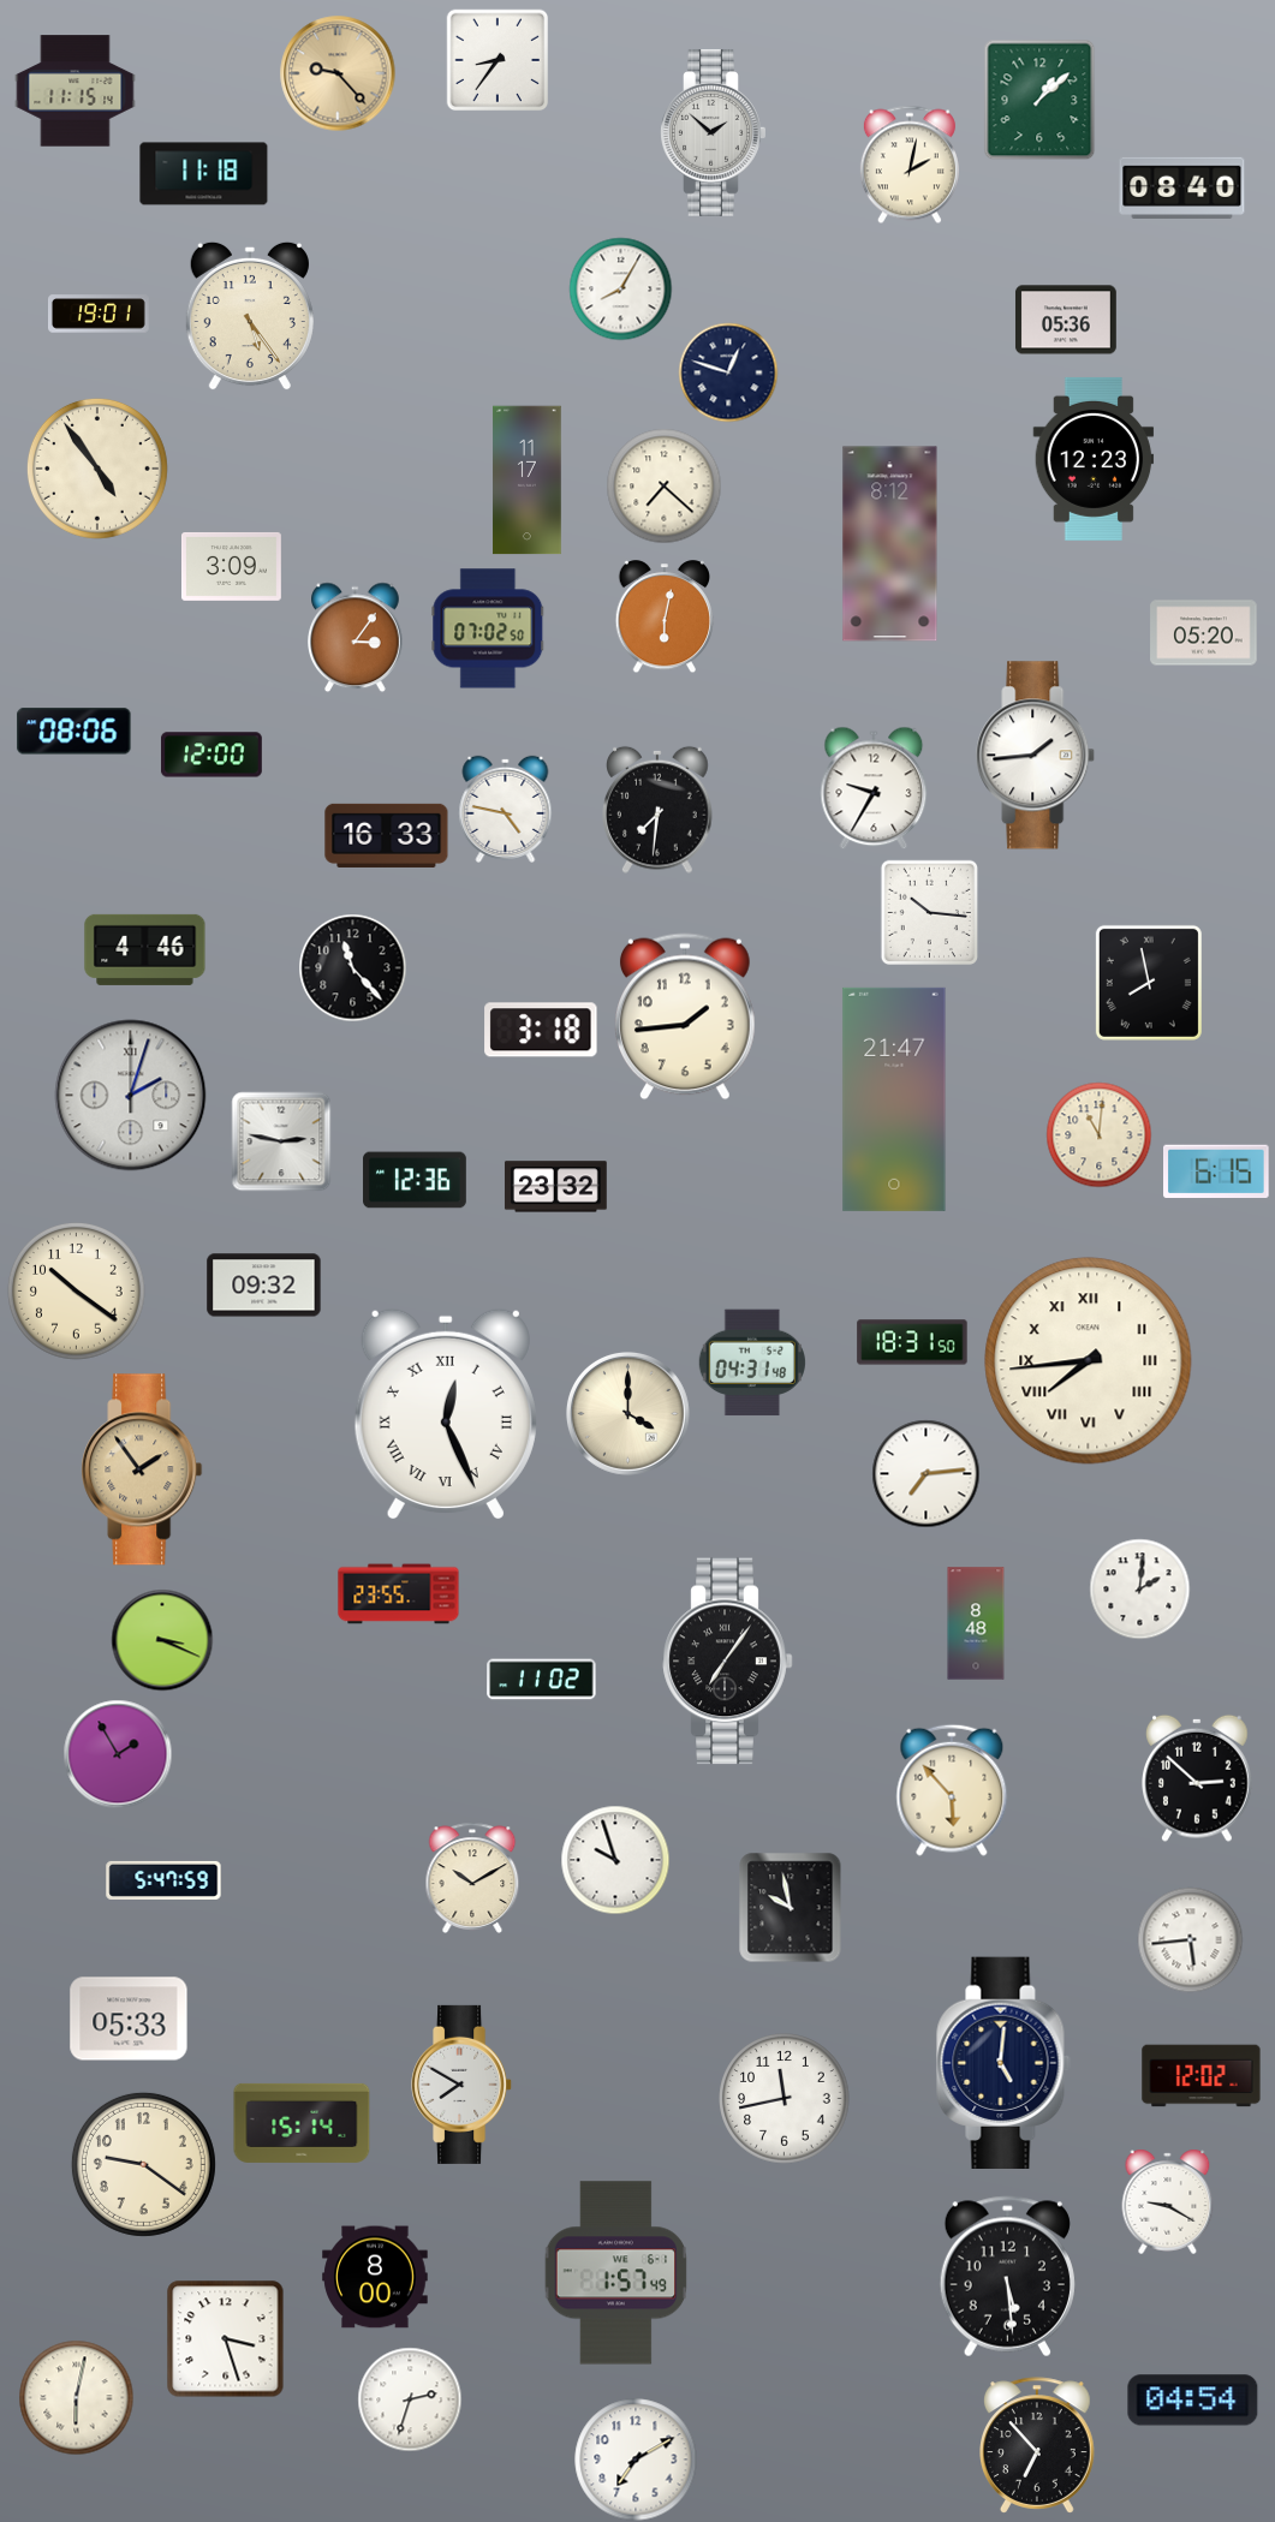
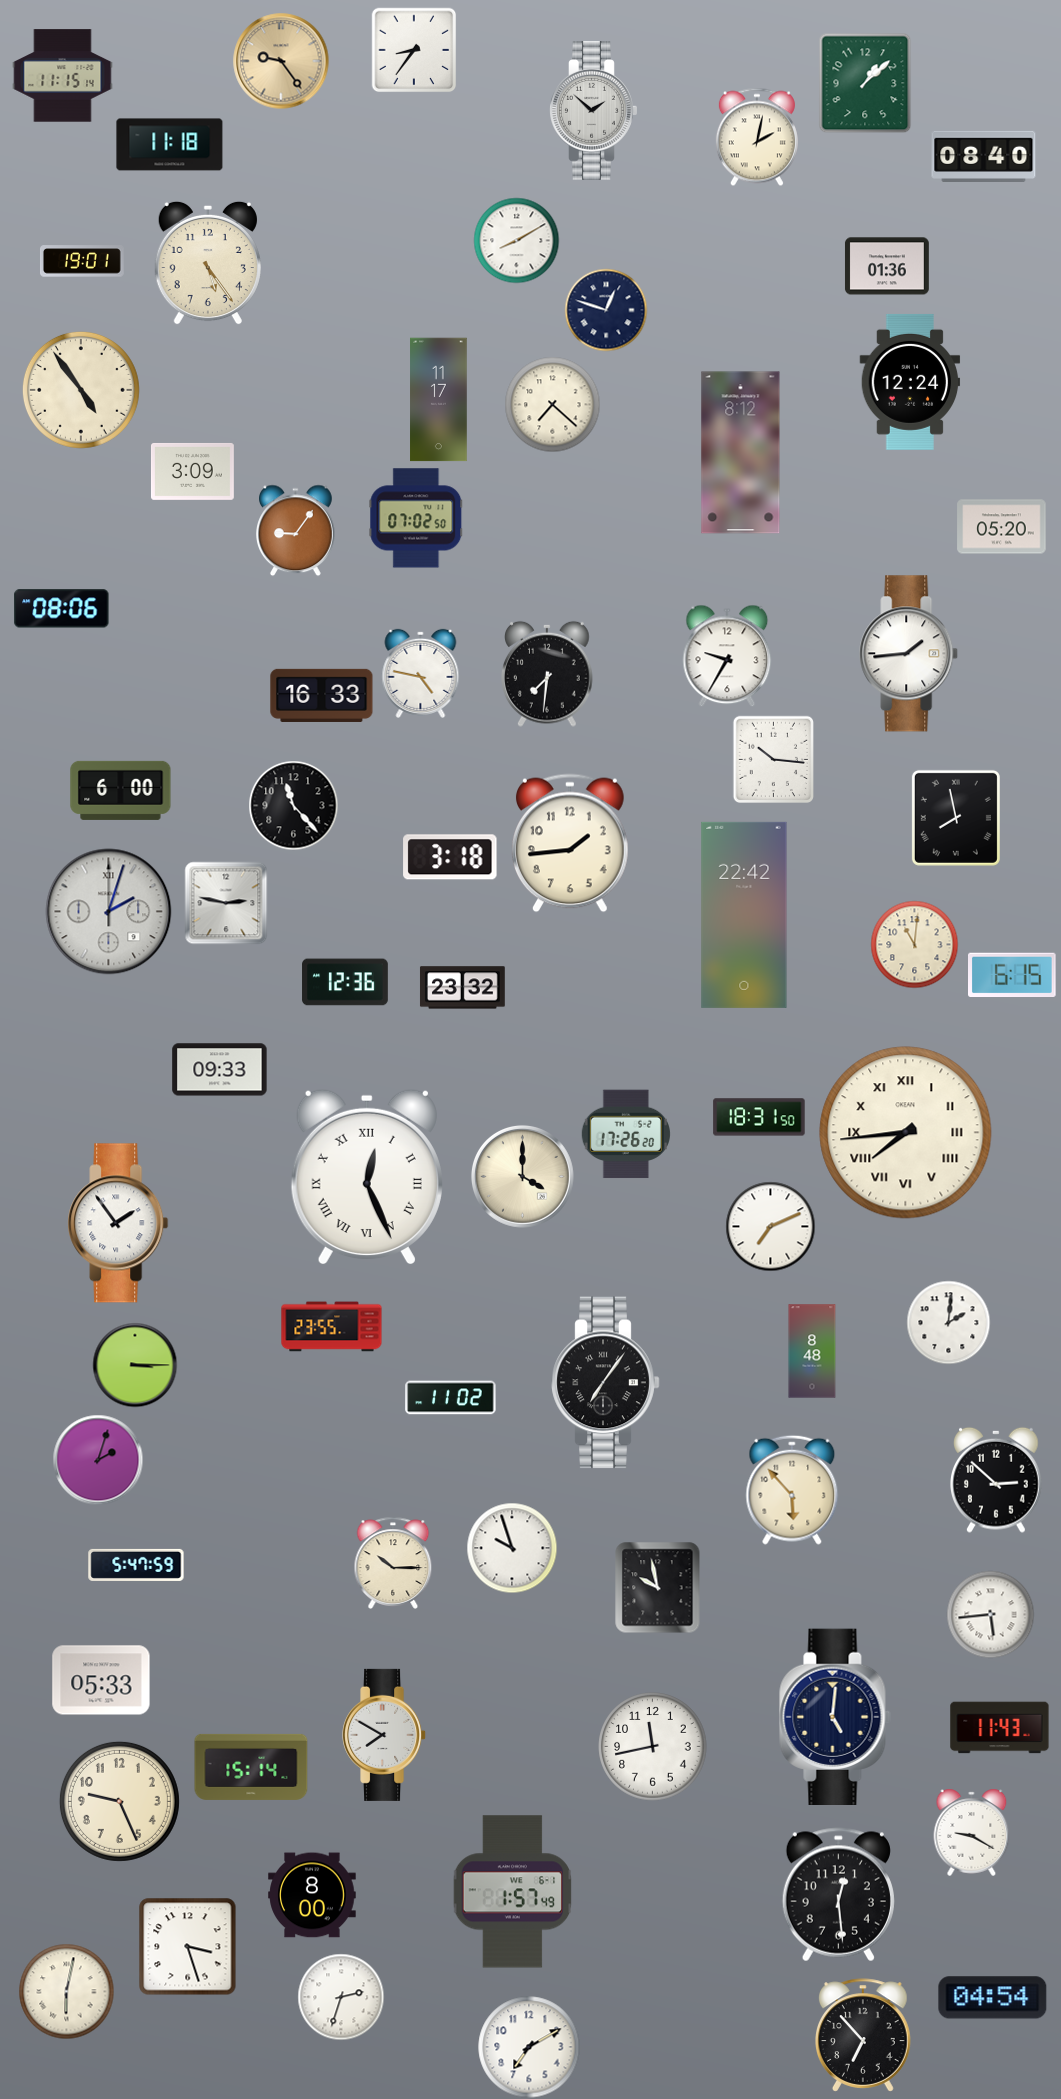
clock at (338, 73): 9:23 -> 9:24
clock at (620, 288): 8:05 -> 8:10
clock at (1066, 320): 05:36 -> 01:36
clock at (1094, 459): 12:23 -> 12:24
clock at (665, 616): 6:02 -> none
clock at (488, 628) position: (488, 628) -> (416, 518)
clock at (356, 637): 3:06 -> 9:06
clock at (211, 755): 12:00 -> none
clock at (1036, 756) position: (1036, 756) -> (909, 654)
clock at (145, 949): 4:46 -> 6:00
clock at (686, 1016) position: (686, 1016) -> (571, 843)
clock at (894, 1099): 21:47 -> 22:42
clock at (281, 1141) position: (281, 1141) -> (226, 903)
clock at (264, 1286): 09:32 -> 09:33
clock at (76, 1290): 10:21 -> none
clock at (752, 1363): 04:31 -> 17:26
clock at (446, 1414) position: (446, 1414) -> (367, 1177)
clock at (142, 1469) dial: champagne -> white
clock at (925, 1473): 7:14 -> 7:11
clock at (162, 1640): 3:19 -> 3:15
clock at (118, 1754): 1:55 -> 2:03
clock at (472, 1878): 10:10 -> 10:15
clock at (129, 2019) position: (129, 2019) -> (101, 1680)
clock at (1202, 2076): 12:02 -> 11:43
clock at (143, 2164): 9:21 -> 9:26
clock at (1007, 2277): 5:29 -> 12:29
clock at (76, 2397) position: (76, 2397) -> (66, 1991)
